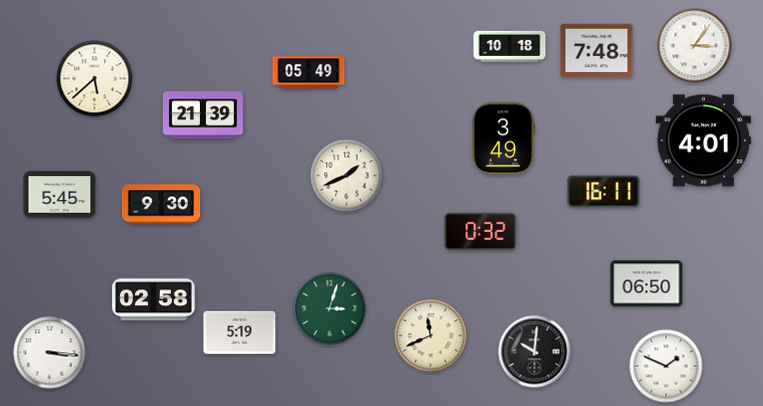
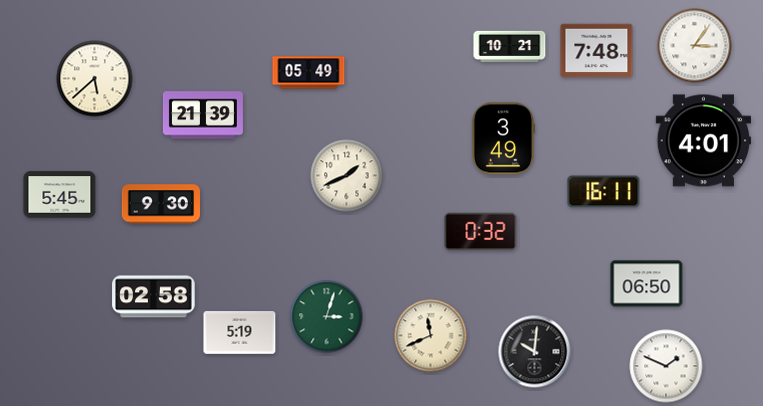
clock at (510, 46): 10:18 -> 10:21
clock at (154, 300) position: (154, 300) -> (154, 297)
clock at (330, 309) position: (330, 309) -> (327, 317)
clock at (50, 353): 3:16 -> none
